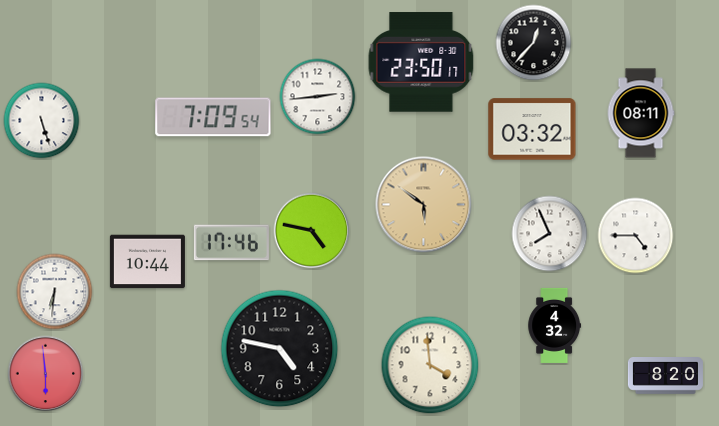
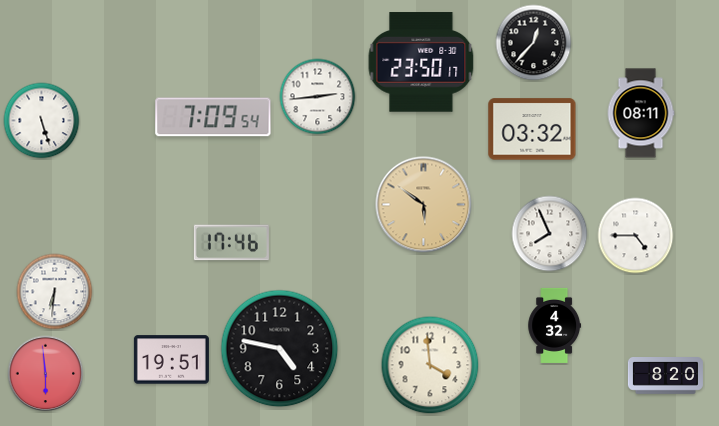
clock at (312, 231): 4:47 -> none
clock at (147, 262): 10:44 -> none
clock at (171, 360): none -> 19:51
